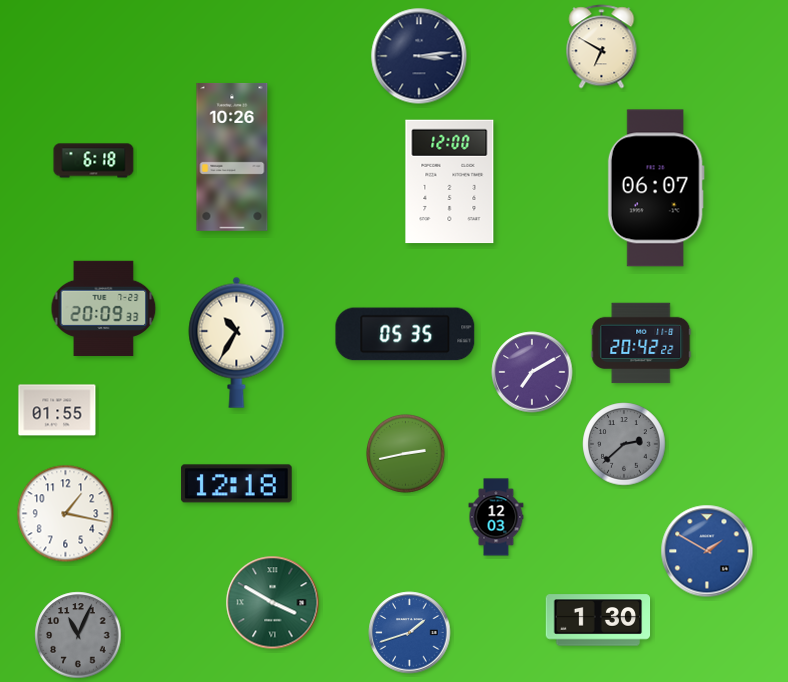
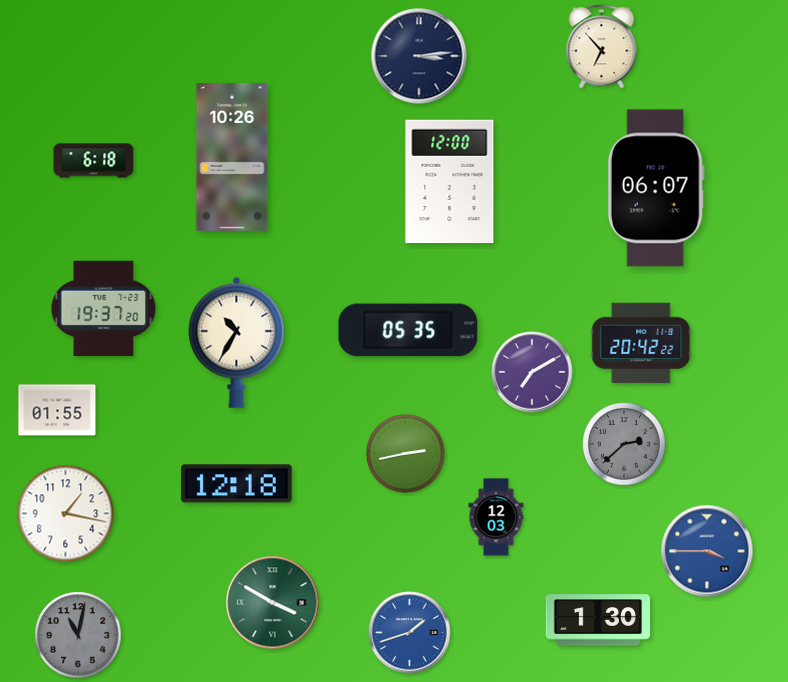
clock at (602, 47): 6:50 -> 6:53
clock at (104, 308): 20:09 -> 19:37
clock at (405, 334) position: (405, 334) -> (408, 330)
clock at (707, 551): 1:50 -> 3:45
clock at (78, 635): 11:04 -> 11:02
